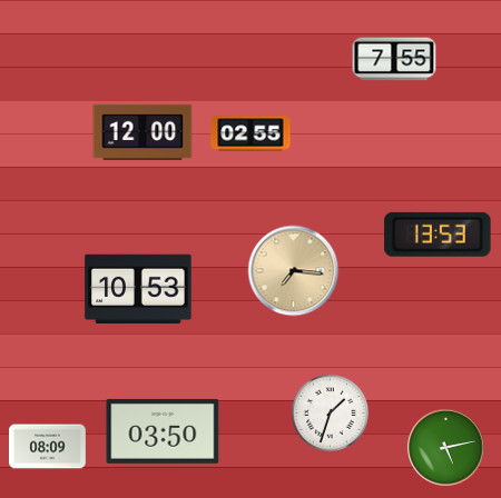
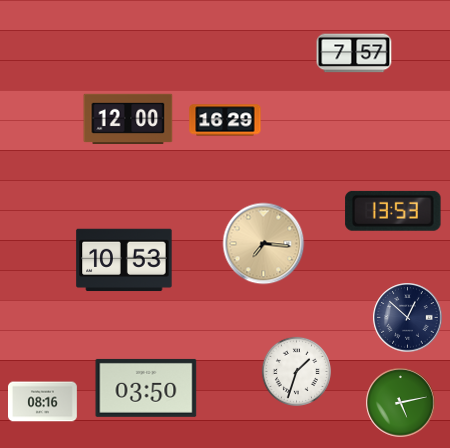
clock at (394, 59): 7:55 -> 7:57
clock at (250, 133): 02:55 -> 16:29
clock at (408, 318): none -> 12:52
clock at (48, 447): 08:09 -> 08:16
